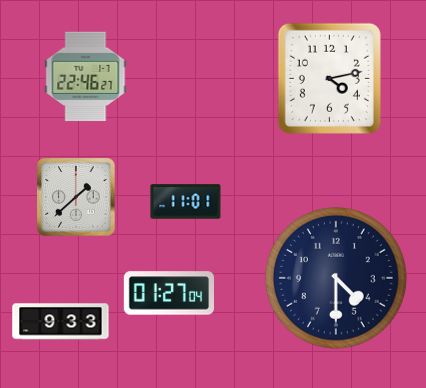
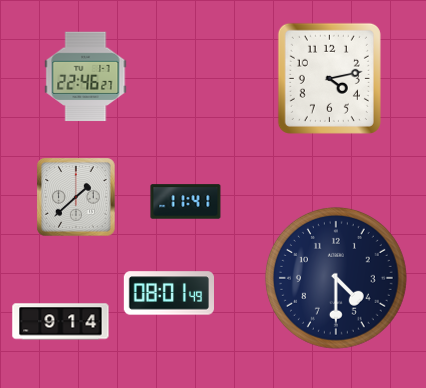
clock at (186, 202): 11:01 -> 11:41
clock at (168, 293): 01:27 -> 08:01
clock at (61, 322): 9:33 -> 9:14
